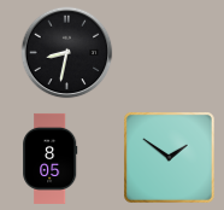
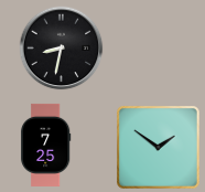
clock at (51, 158): 8:05 -> 7:25
clock at (170, 158) position: (170, 158) -> (159, 148)
